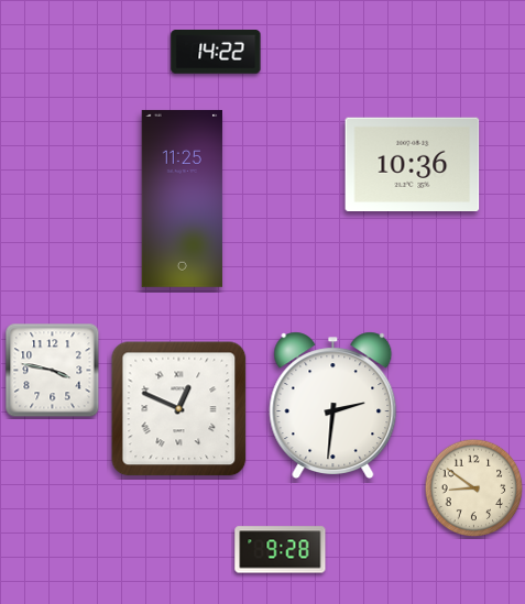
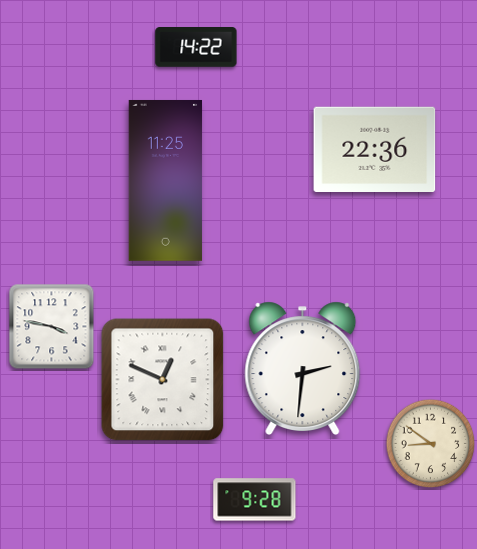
clock at (413, 165): 10:36 -> 22:36
clock at (53, 371) position: (53, 371) -> (52, 327)
clock at (179, 409) position: (179, 409) -> (163, 380)
